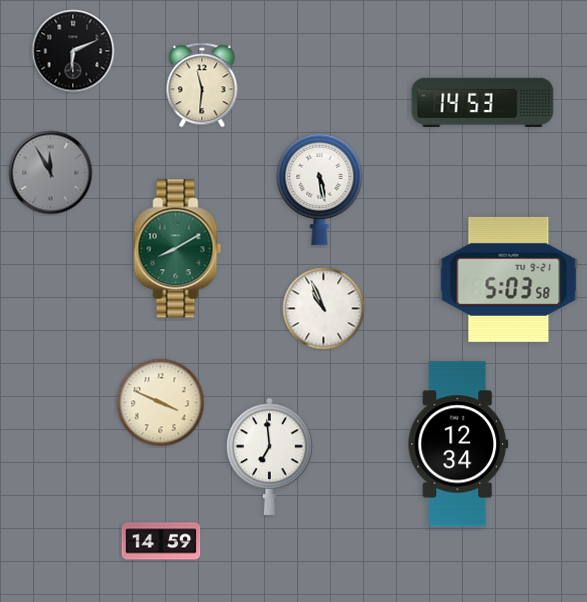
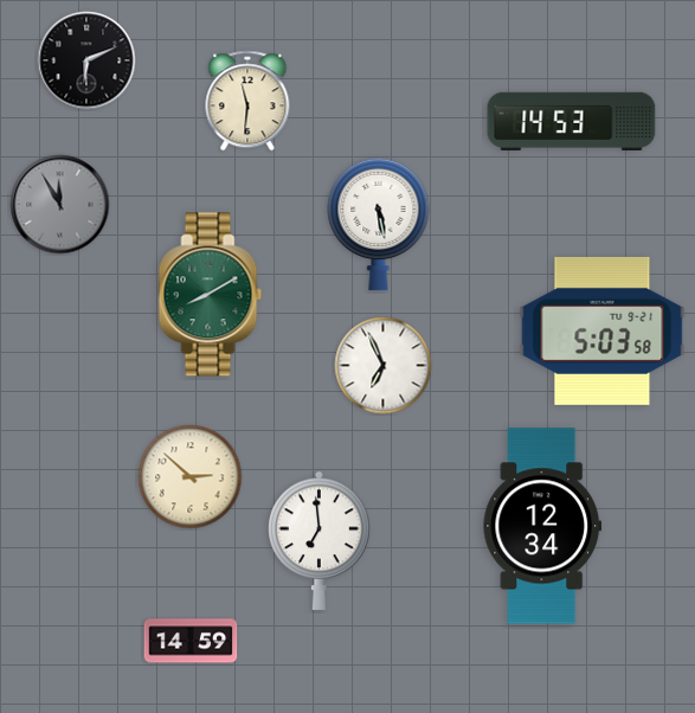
clock at (202, 85) position: (202, 85) -> (247, 101)
clock at (324, 309): 10:56 -> 6:56
clock at (161, 403): 3:49 -> 2:52
